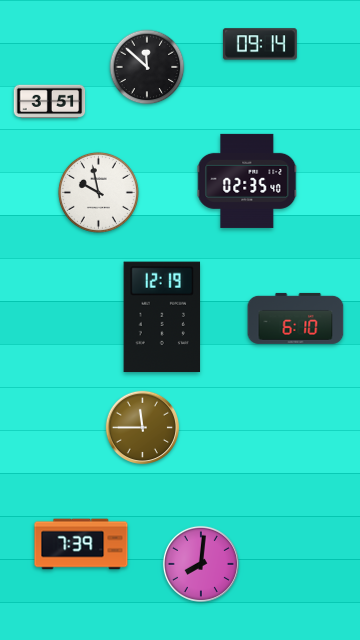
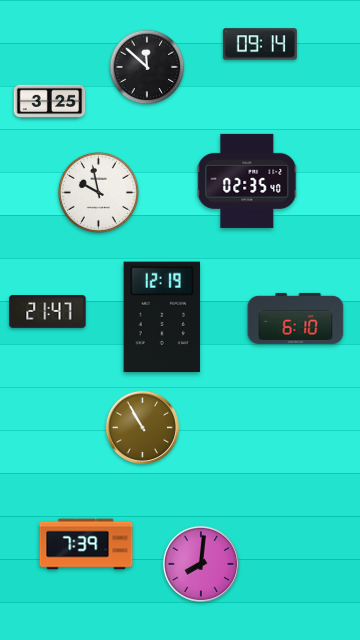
clock at (50, 102): 3:51 -> 3:25
clock at (48, 312): none -> 21:47
clock at (143, 428): 11:45 -> 10:55
clock at (81, 544) position: (81, 544) -> (86, 544)
